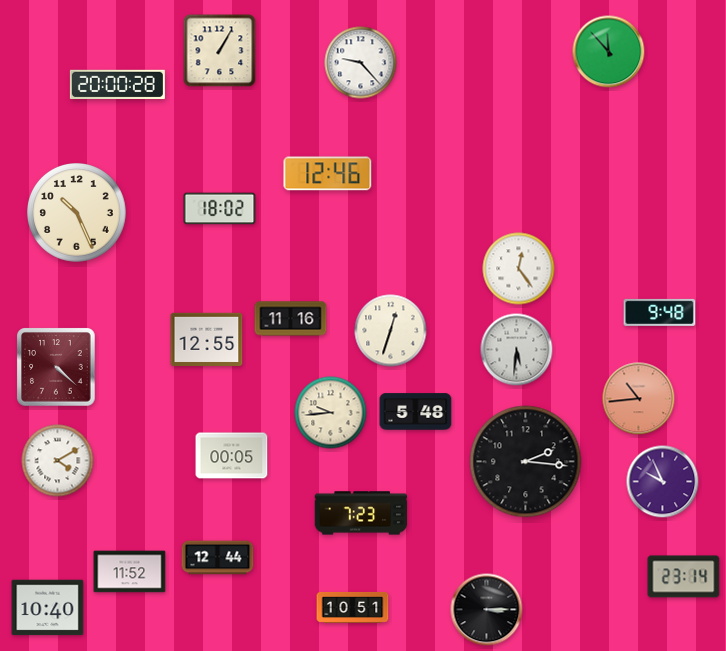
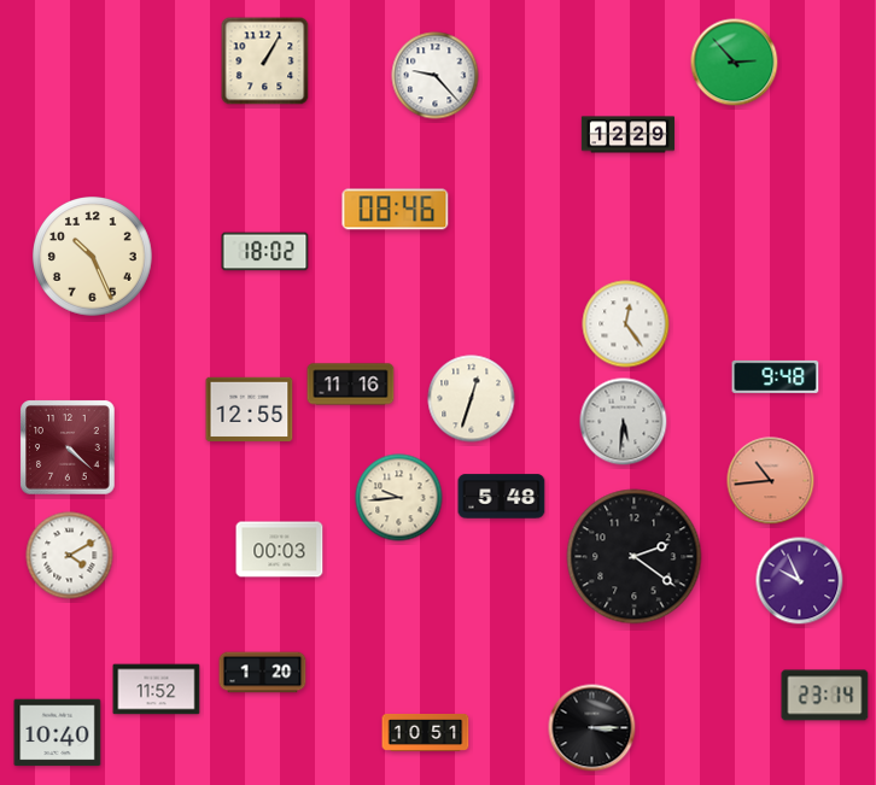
clock at (609, 52): 11:53 -> 2:53
clock at (117, 84): 20:00 -> none
clock at (627, 135): none -> 12:29
clock at (328, 174): 12:46 -> 08:46
clock at (660, 312) position: (660, 312) -> (776, 376)
clock at (56, 367) position: (56, 367) -> (68, 447)
clock at (232, 456): 00:05 -> 00:03
clock at (526, 462): 2:16 -> 2:21
clock at (361, 513): 7:23 -> none
clock at (218, 558): 12:44 -> 1:20
clock at (487, 610) position: (487, 610) -> (592, 728)
